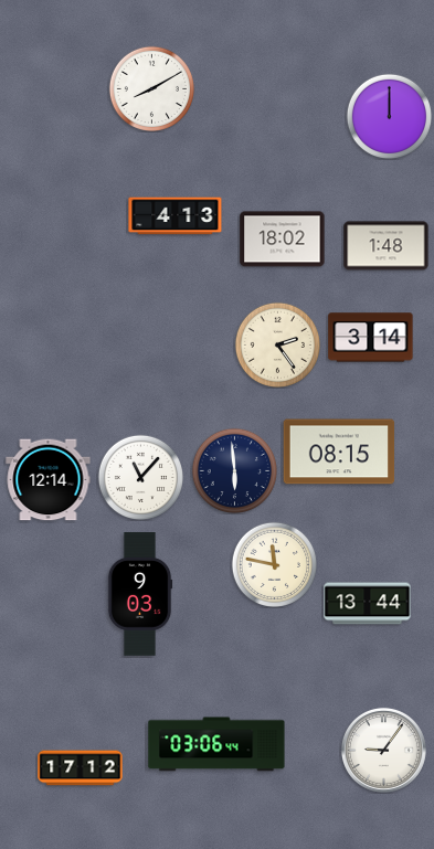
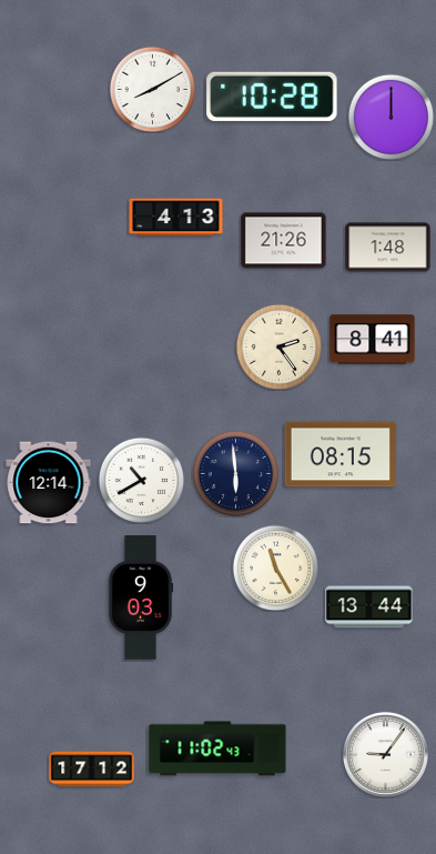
clock at (272, 97): none -> 10:28
clock at (283, 240): 18:02 -> 21:26
clock at (371, 338): 3:14 -> 8:41
clock at (140, 477): 11:07 -> 10:40
clock at (274, 564): 11:47 -> 11:25
clock at (216, 744): 03:06 -> 11:02
clock at (81, 768) position: (81, 768) -> (92, 770)
